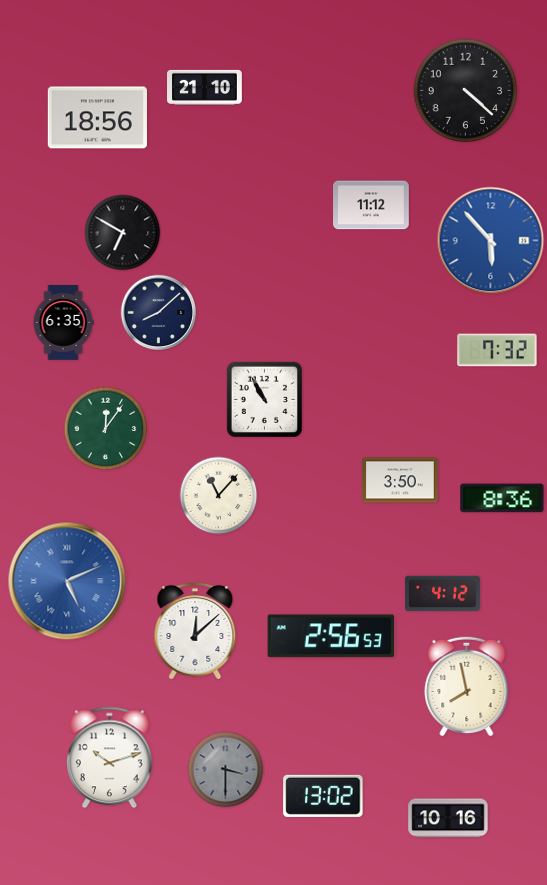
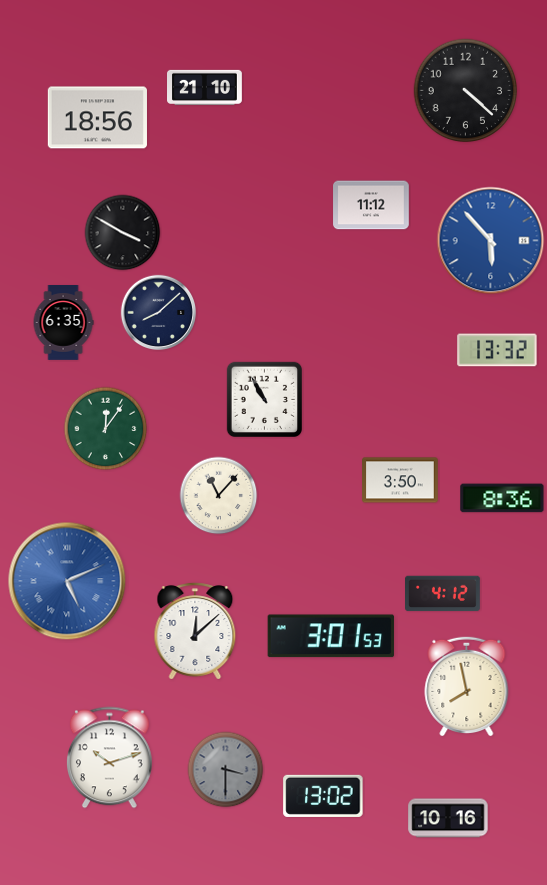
clock at (123, 233): 6:50 -> 3:50
clock at (497, 350): 7:32 -> 13:32
clock at (331, 636): 2:56 -> 3:01
